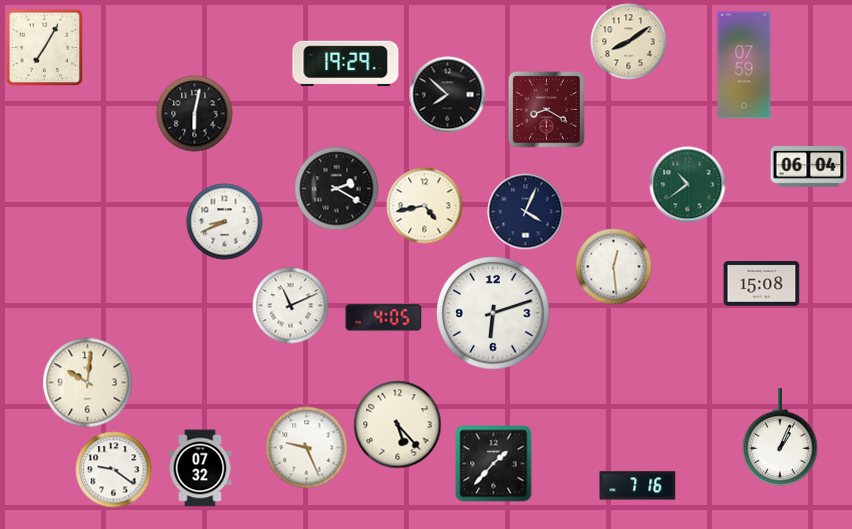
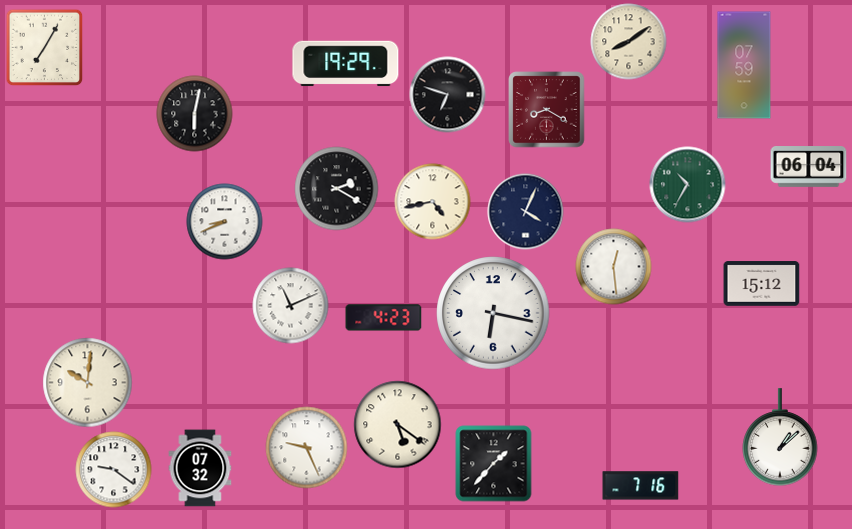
clock at (448, 95): 7:52 -> 6:48
clock at (688, 185): 10:39 -> 10:35
clock at (425, 206) position: (425, 206) -> (433, 202)
clock at (762, 284): 15:08 -> 15:12
clock at (493, 313): 6:12 -> 6:17
clock at (384, 318): 4:05 -> 4:23
clock at (398, 425): 5:23 -> 5:21
clock at (780, 437): 1:04 -> 1:08
clock at (638, 486) position: (638, 486) -> (641, 486)
